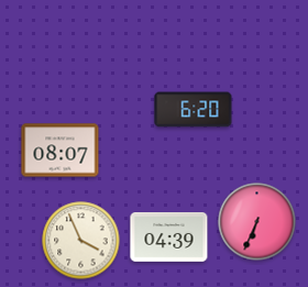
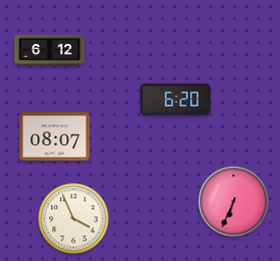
clock at (50, 51): none -> 6:12
clock at (169, 238): 04:39 -> none
